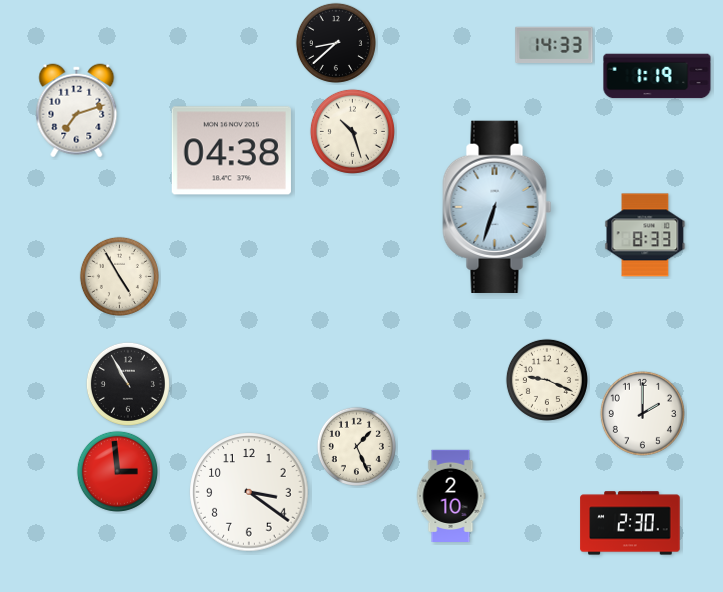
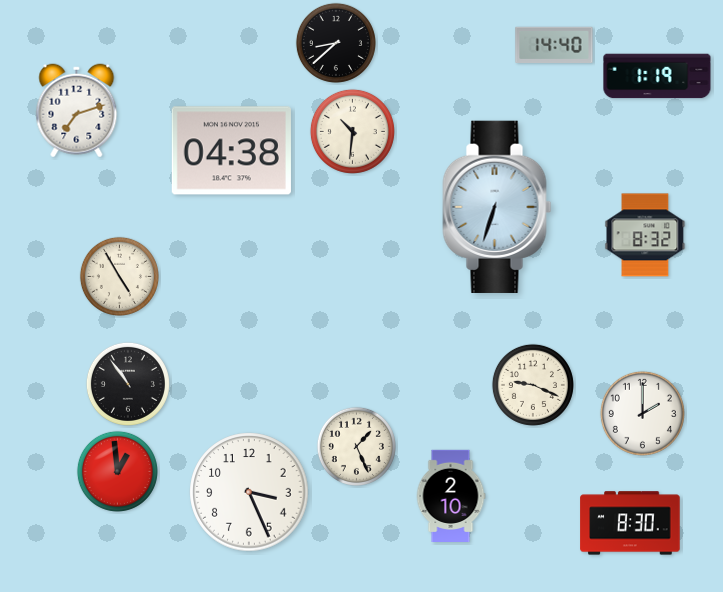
clock at (554, 44): 14:33 -> 14:40
clock at (352, 131): 10:27 -> 10:31
clock at (645, 235): 8:33 -> 8:32
clock at (547, 380) position: (547, 380) -> (533, 385)
clock at (128, 384): 10:55 -> 10:54
clock at (117, 471): 2:59 -> 12:59
clock at (249, 492): 3:21 -> 3:26
clock at (630, 523): 2:30 -> 8:30
